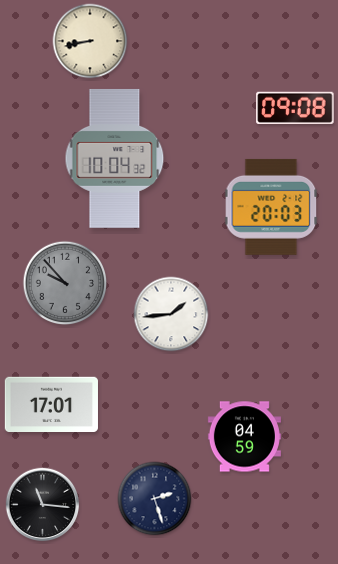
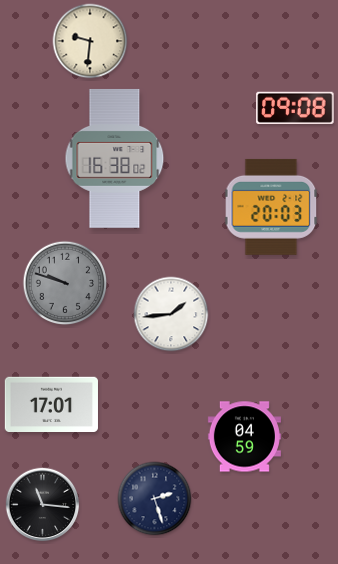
clock at (90, 41): 8:43 -> 9:31
clock at (115, 158): 10:04 -> 16:38
clock at (65, 283): 9:53 -> 9:48
